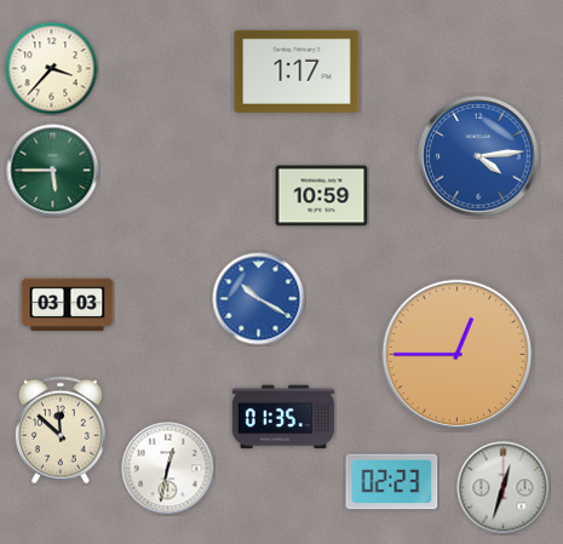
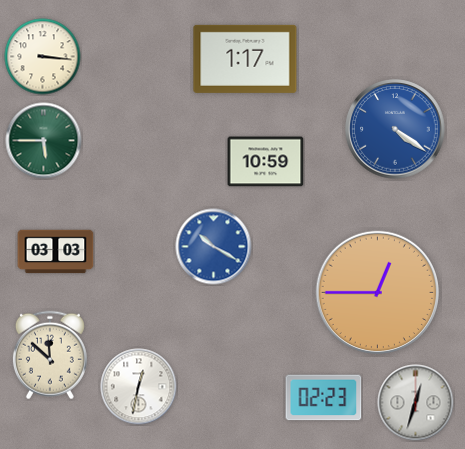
clock at (52, 69): 3:37 -> 3:16
clock at (478, 156): 4:14 -> 4:21
clock at (282, 417): 01:35 -> none
